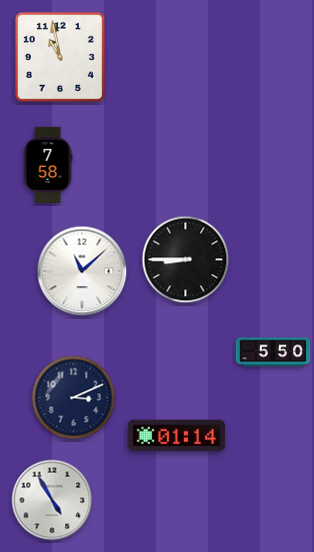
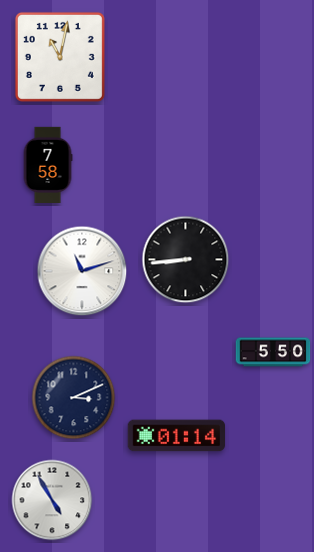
clock at (60, 57): 10:58 -> 11:02
clock at (186, 260): 8:45 -> 8:44
clock at (82, 271): 11:08 -> 11:12
